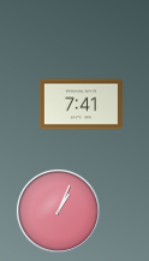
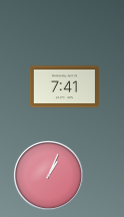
clock at (81, 105) position: (81, 105) -> (64, 87)
